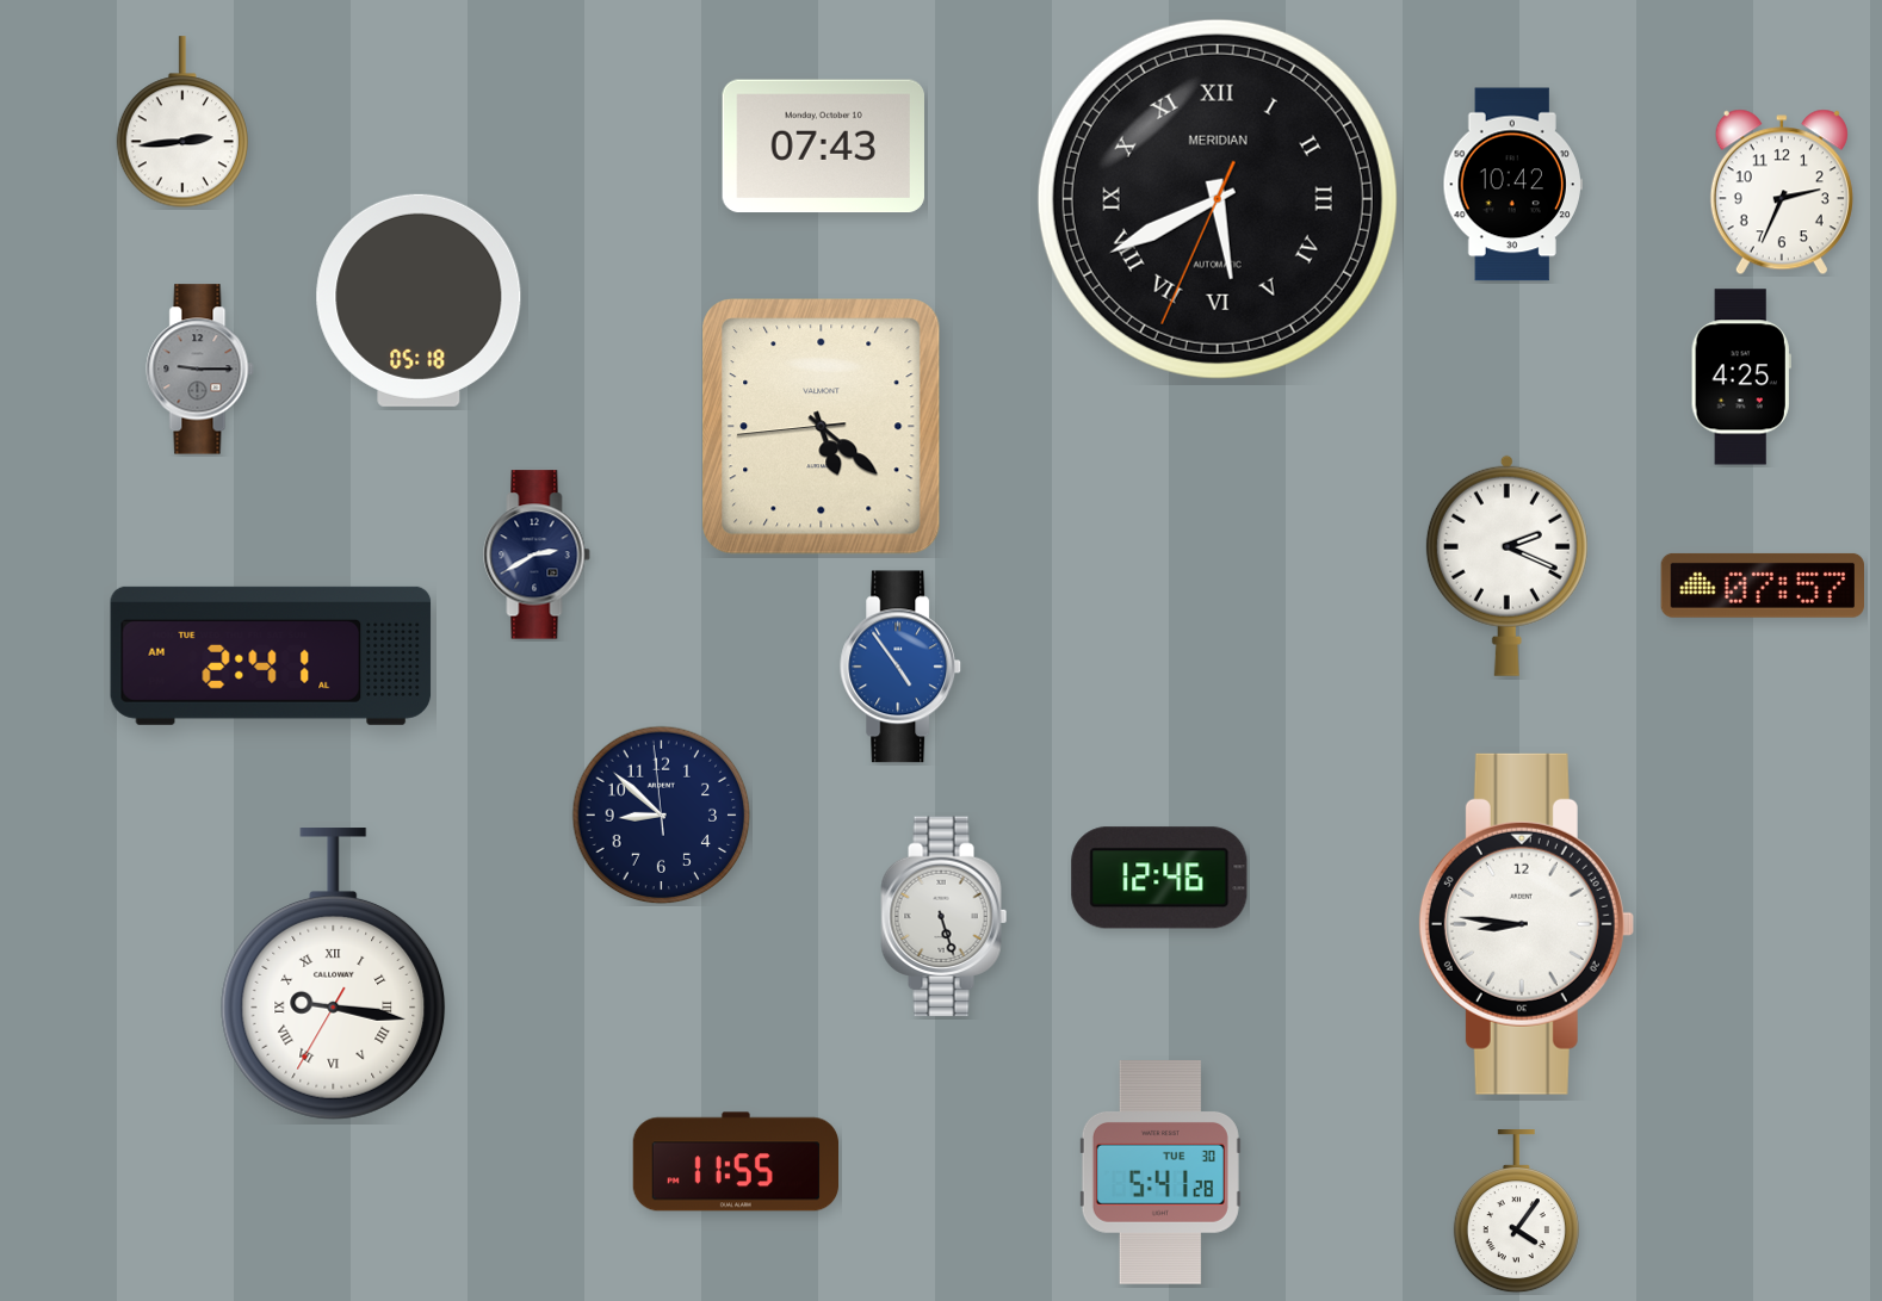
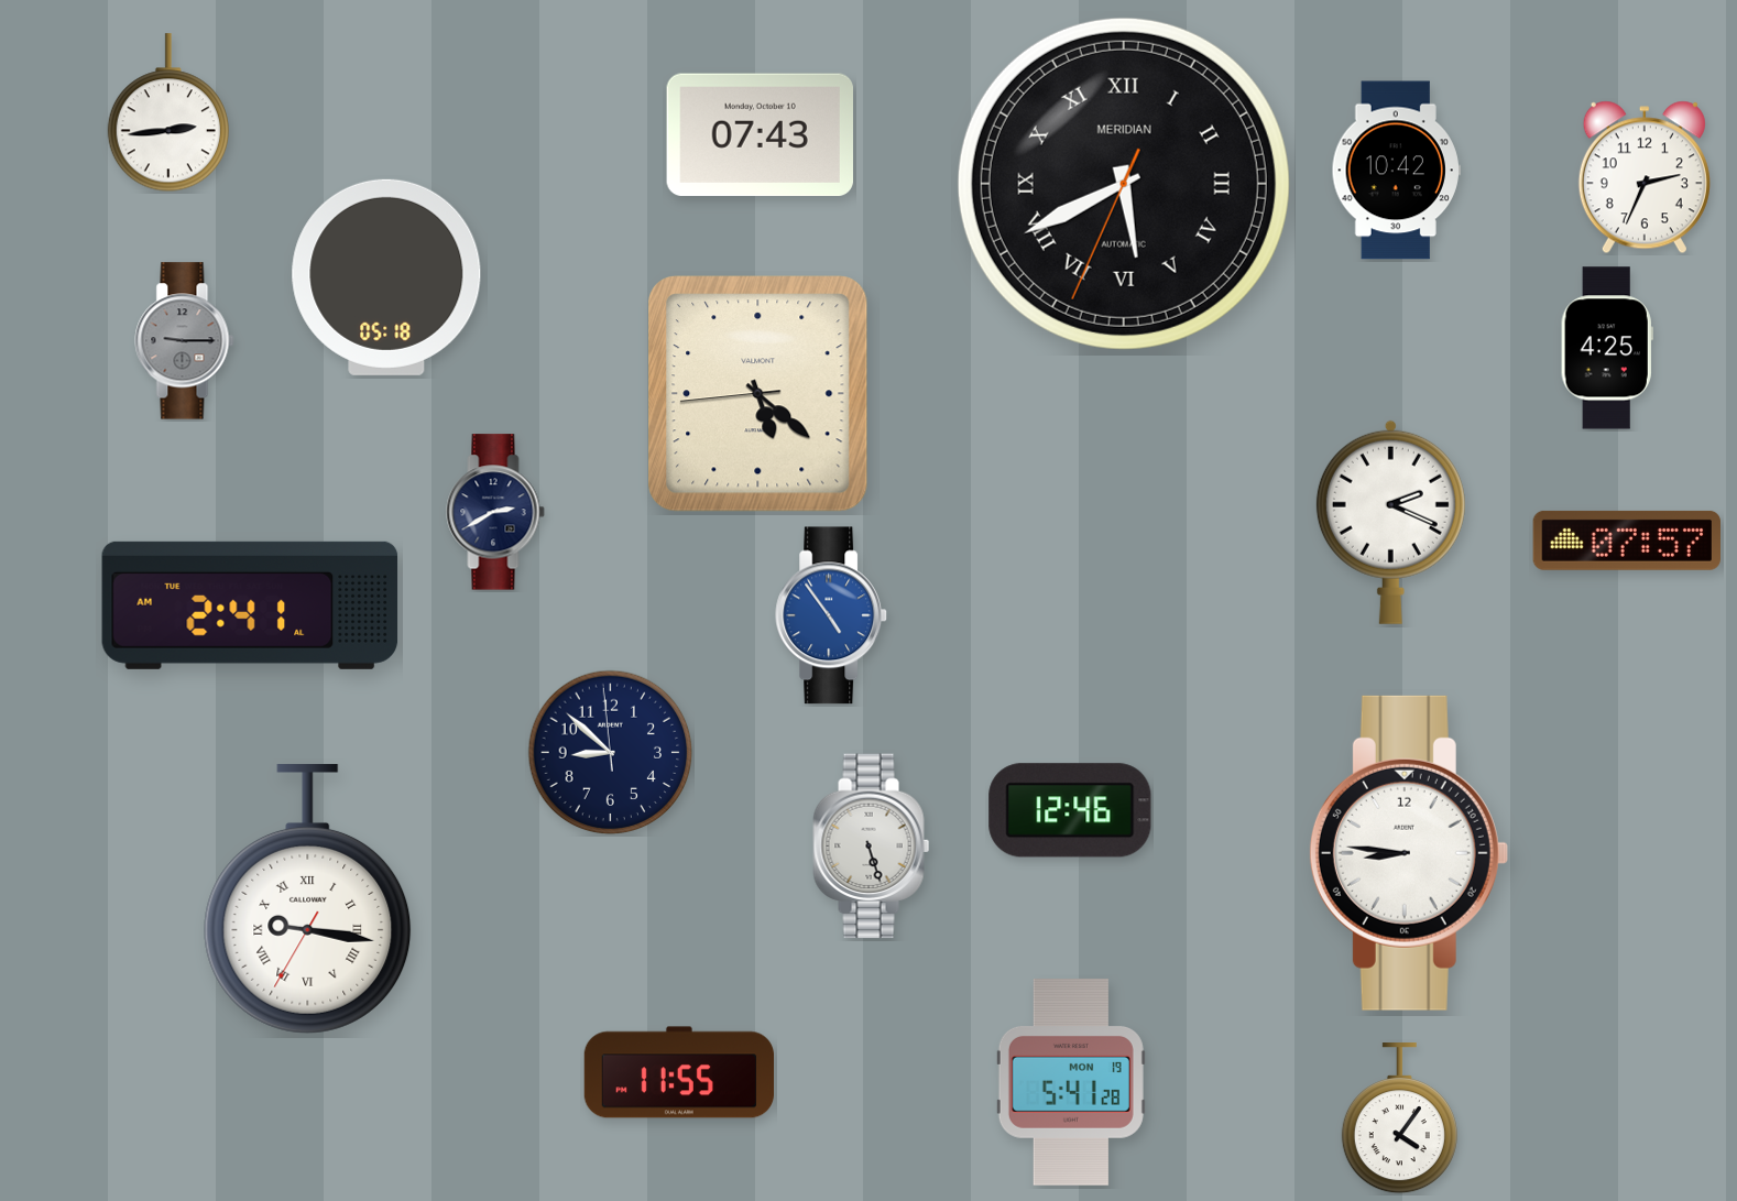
clock at (1160, 1173) date: TUE 30 -> MON 19
